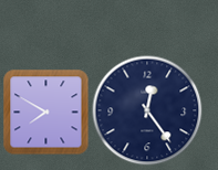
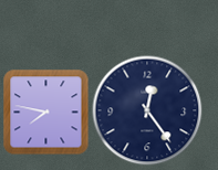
clock at (45, 111): 7:50 -> 7:47
